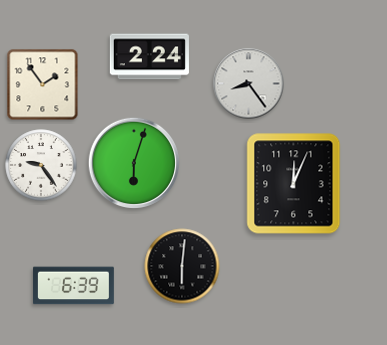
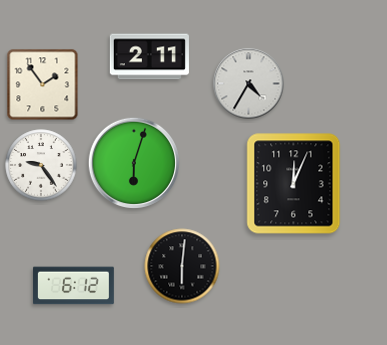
clock at (149, 57): 2:24 -> 2:11
clock at (249, 84): 8:24 -> 4:35
clock at (73, 286): 6:39 -> 6:12
